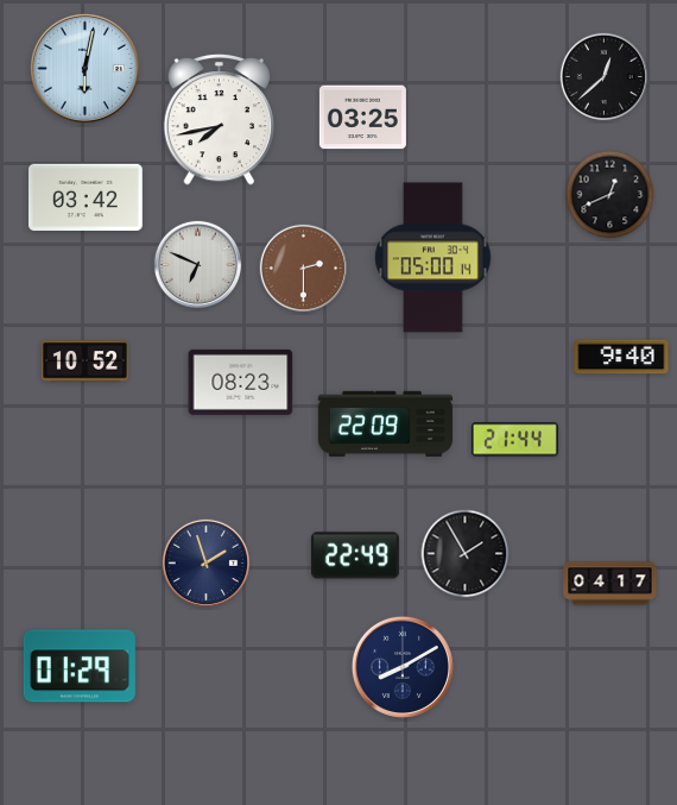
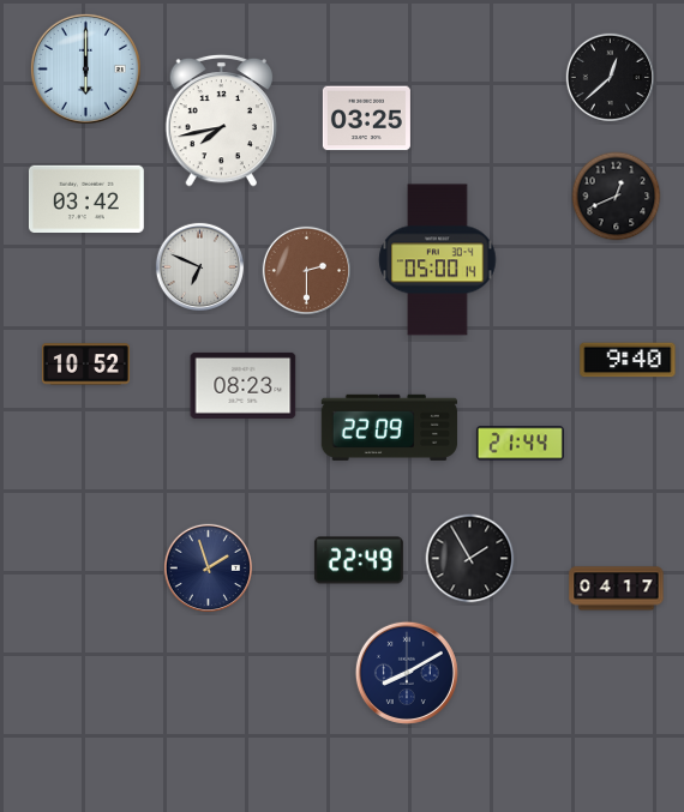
clock at (84, 68): 6:02 -> 6:00
clock at (80, 666): 01:29 -> none
